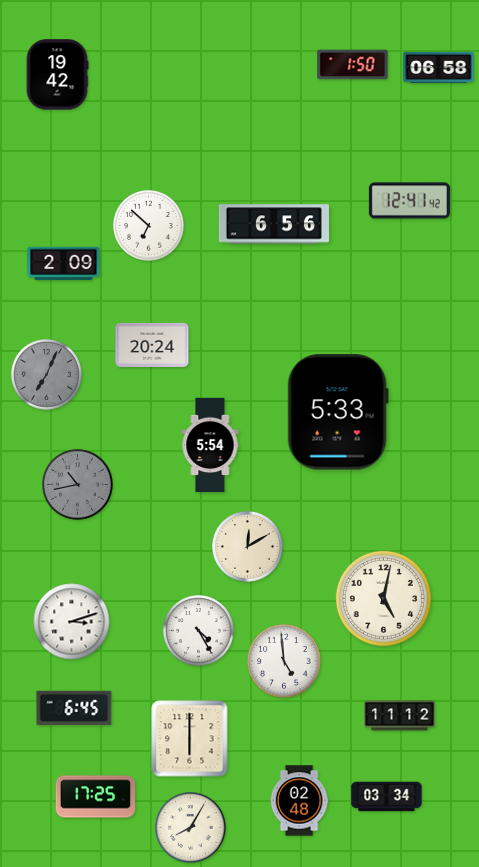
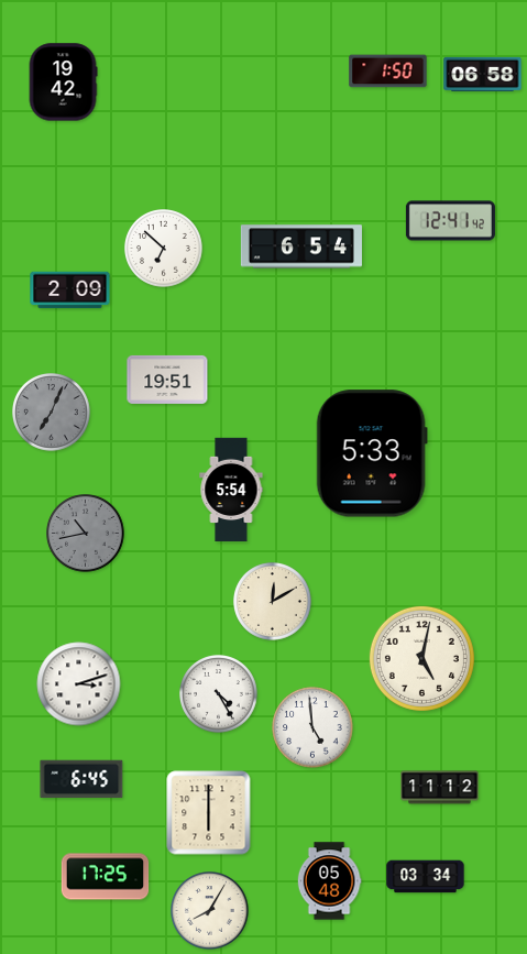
clock at (274, 224): 6:56 -> 6:54
clock at (152, 345): 20:24 -> 19:51
clock at (299, 801): 02:48 -> 05:48
